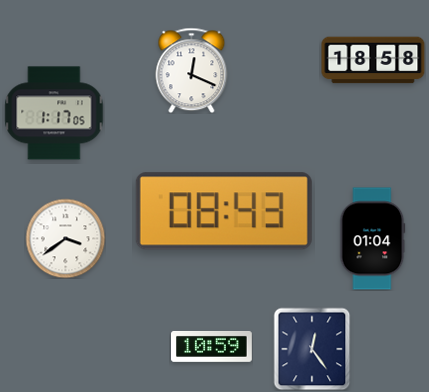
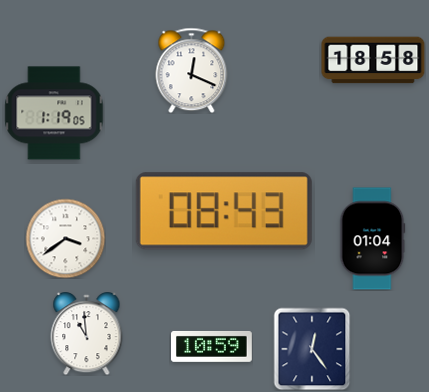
clock at (54, 113): 1:17 -> 1:19
clock at (87, 334): none -> 10:59
